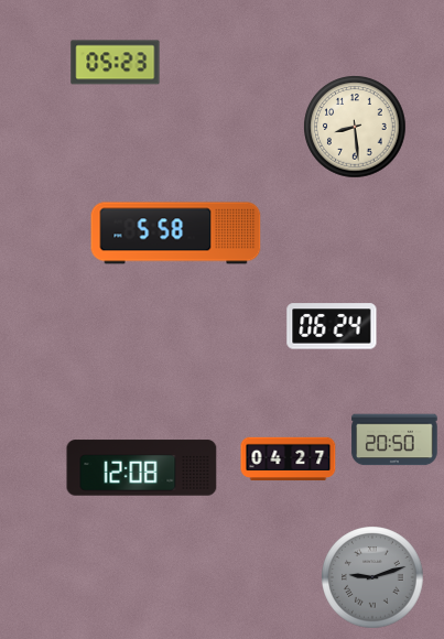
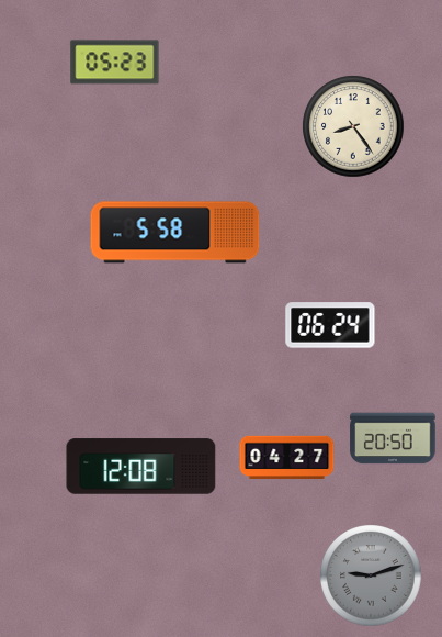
clock at (355, 127): 8:29 -> 8:24
